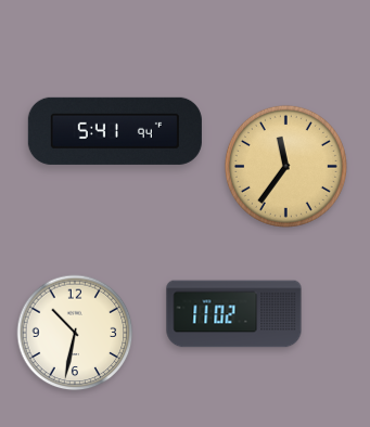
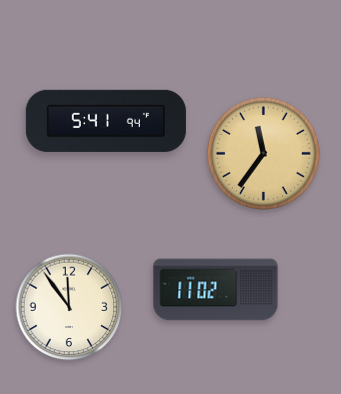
clock at (75, 333): 10:32 -> 11:54
